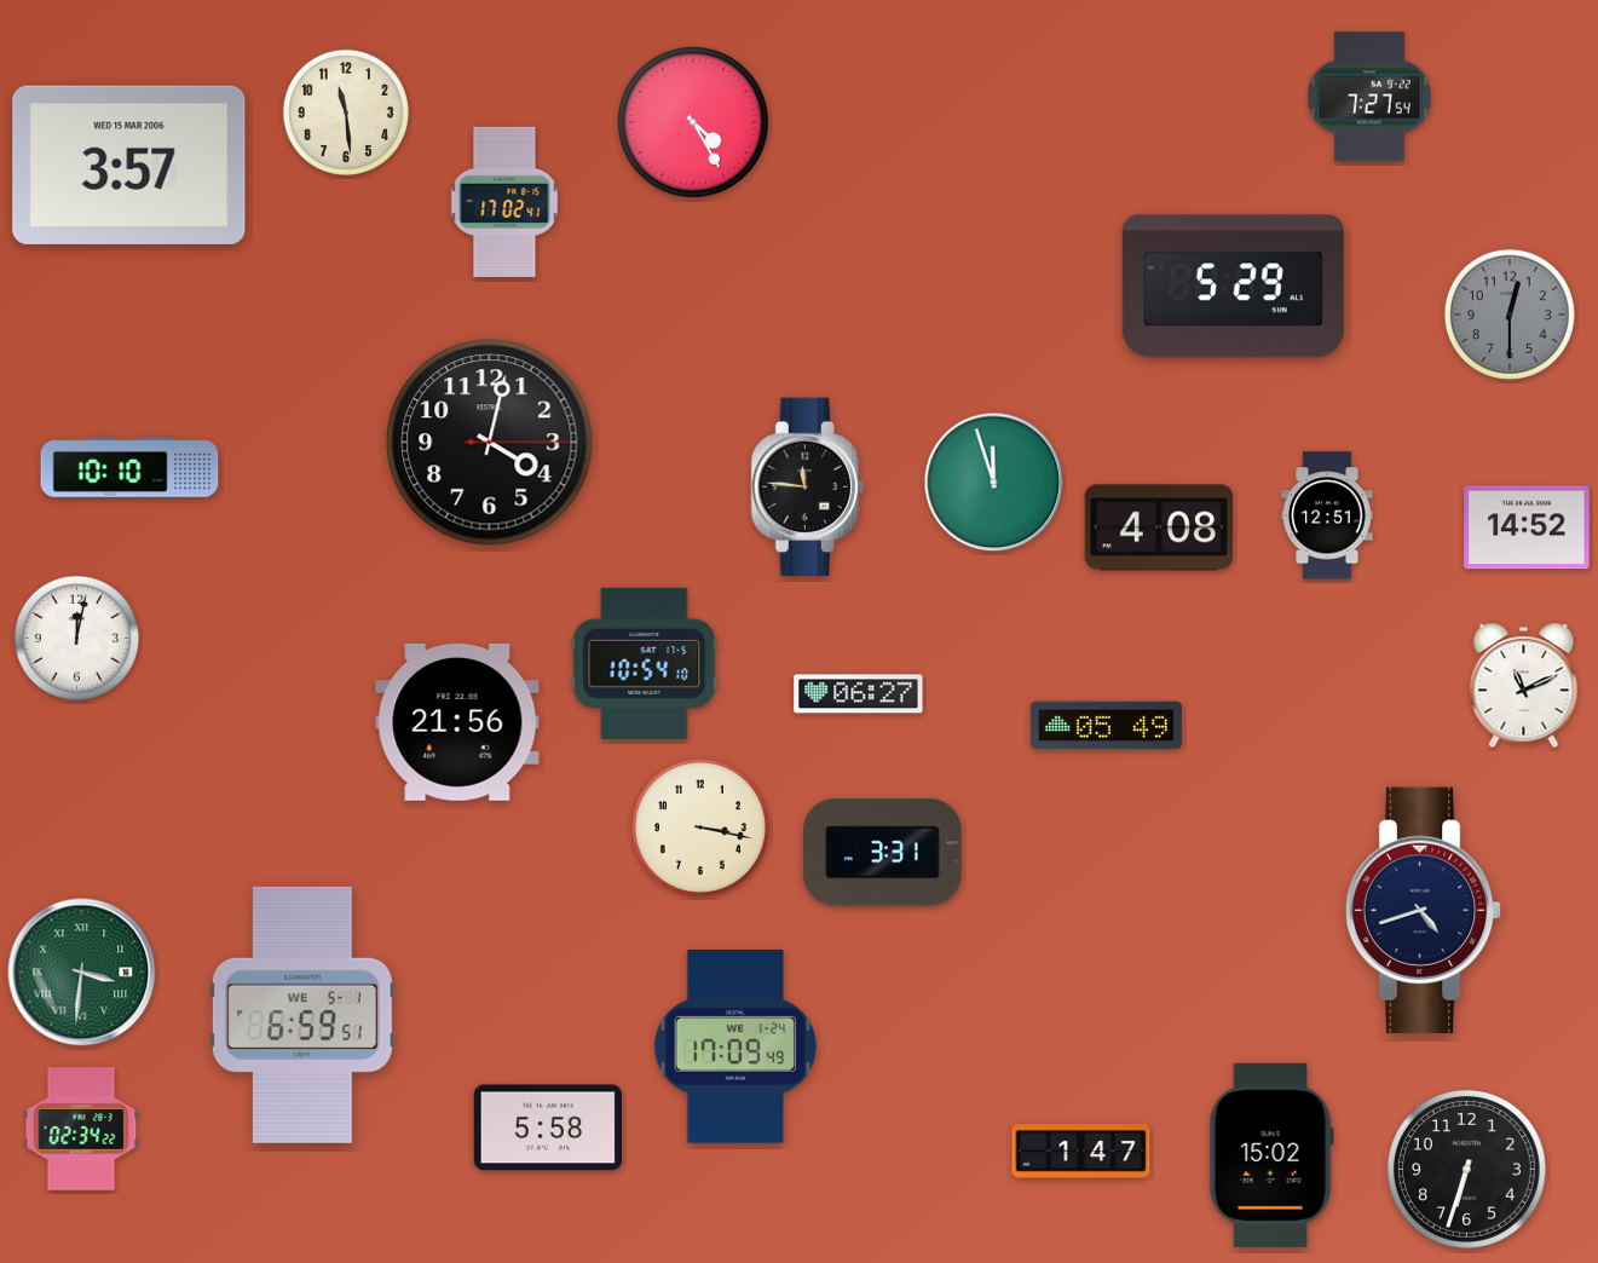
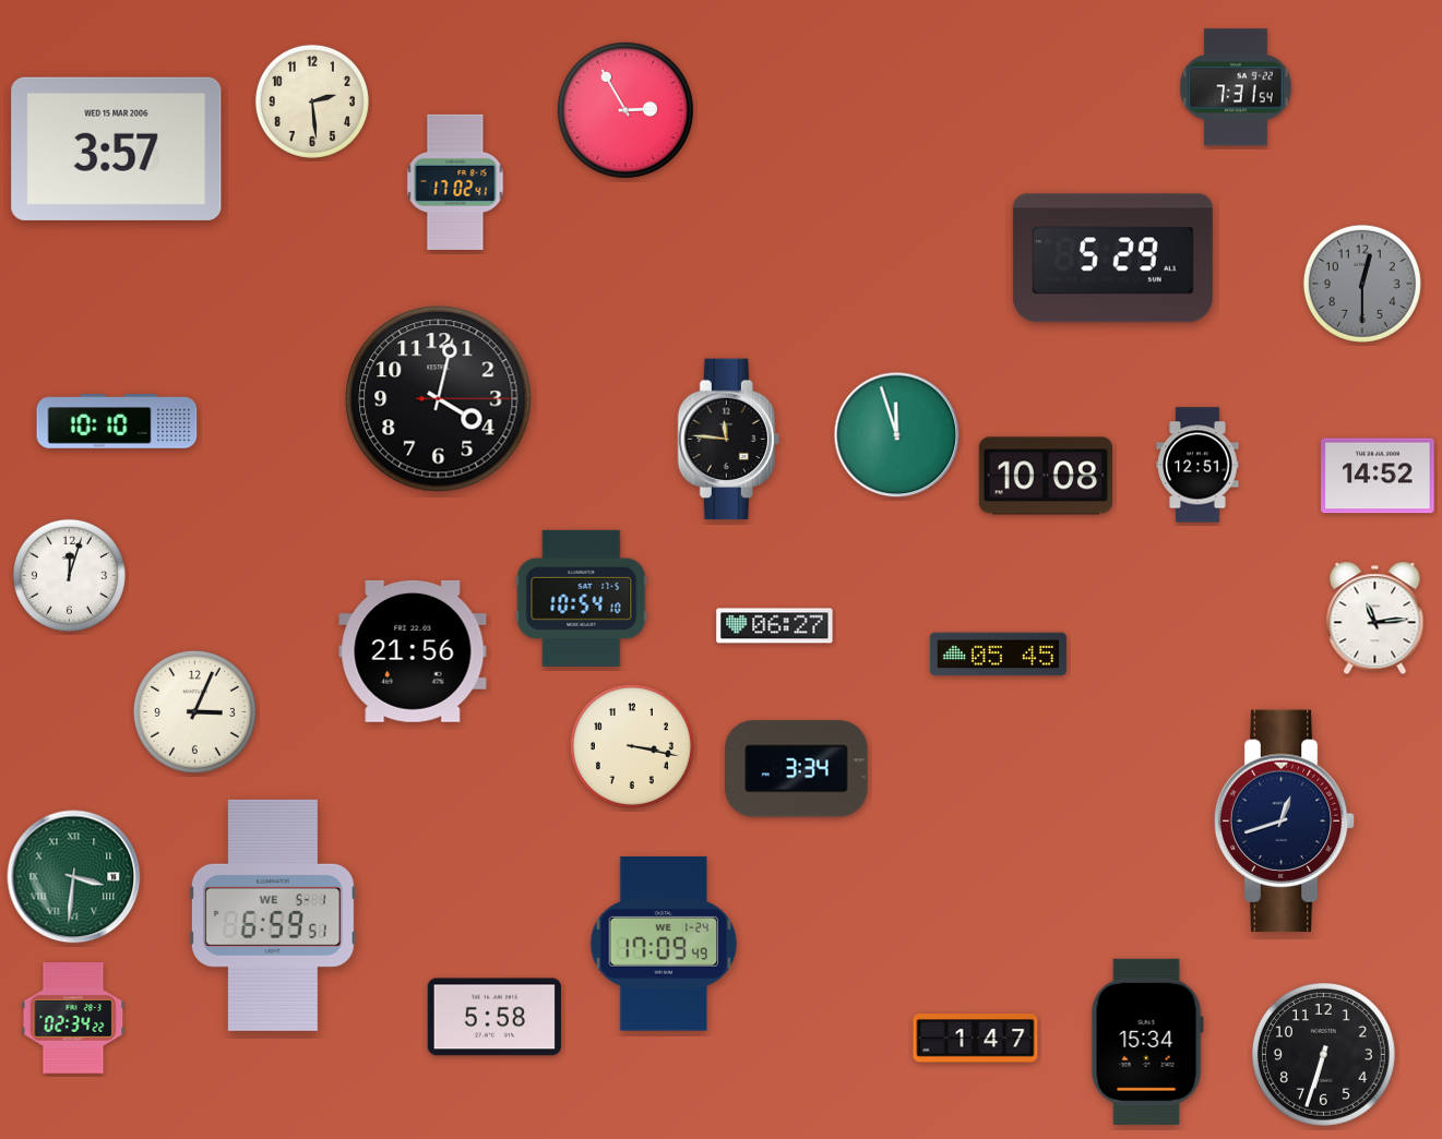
clock at (1369, 97): 7:27 -> 7:31
clock at (346, 113): 11:29 -> 2:29
clock at (693, 122): 4:25 -> 2:55
clock at (490, 443) position: (490, 443) -> (439, 399)
clock at (1158, 527): 4:08 -> 10:08
clock at (76, 638): 12:02 -> 12:03
clock at (1524, 686): 11:11 -> 11:14
clock at (1106, 726): 05:49 -> 05:45
clock at (194, 711): none -> 3:04
clock at (883, 853): 3:31 -> 3:34
clock at (1424, 911): 4:42 -> 12:42
clock at (1271, 1155): 15:02 -> 15:34
